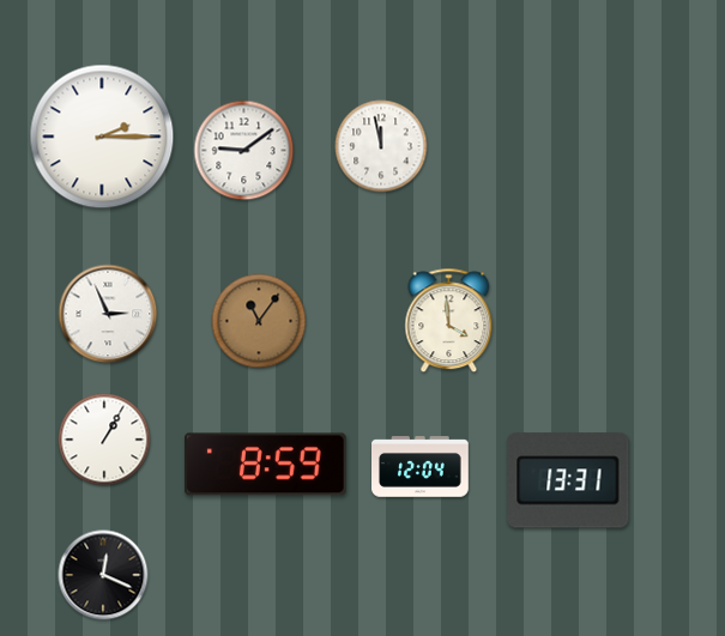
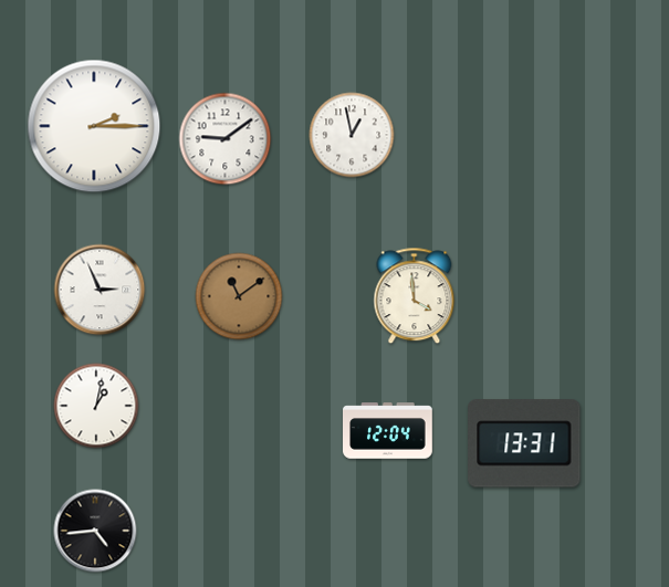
clock at (381, 146): 11:58 -> 12:58
clock at (259, 321): 11:06 -> 11:09
clock at (104, 440): 1:05 -> 1:02
clock at (266, 465): 8:59 -> none
clock at (103, 575): 12:19 -> 4:44
